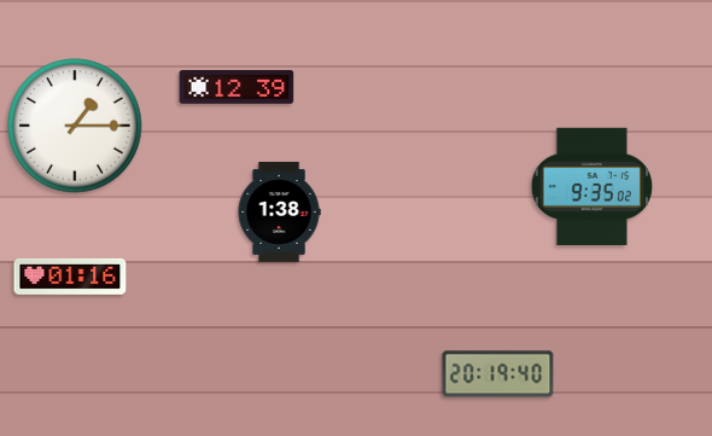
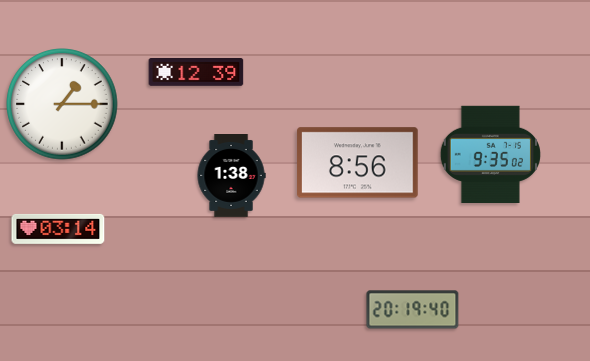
clock at (358, 163): none -> 8:56
clock at (70, 277): 01:16 -> 03:14
